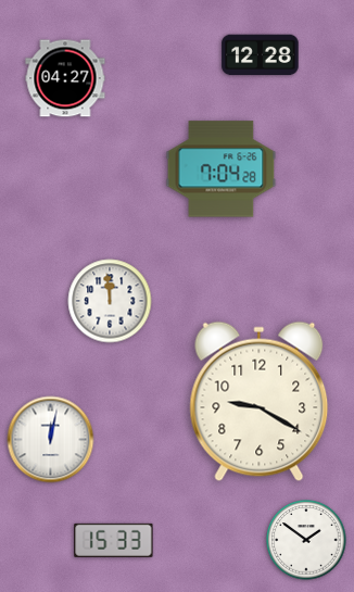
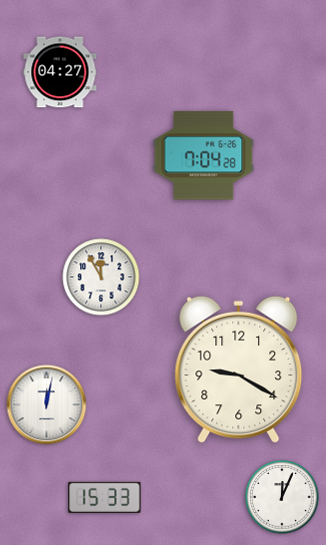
clock at (261, 55): 12:28 -> none
clock at (110, 301): 11:59 -> 11:55
clock at (306, 540): 1:51 -> 12:04
